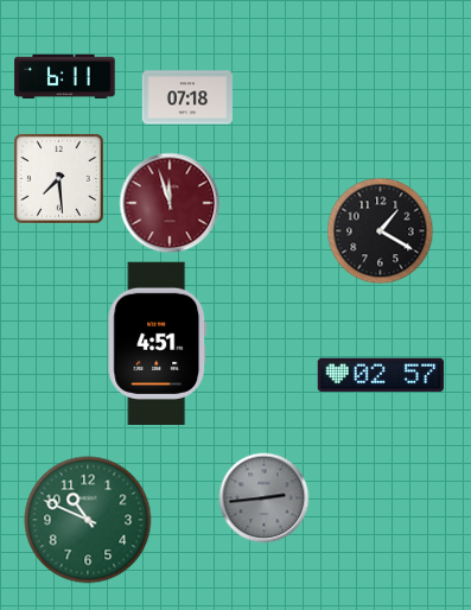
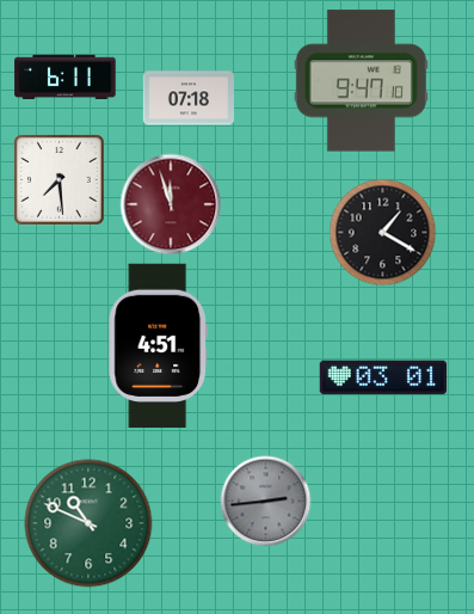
clock at (361, 81): none -> 9:47
clock at (381, 375): 02:57 -> 03:01
